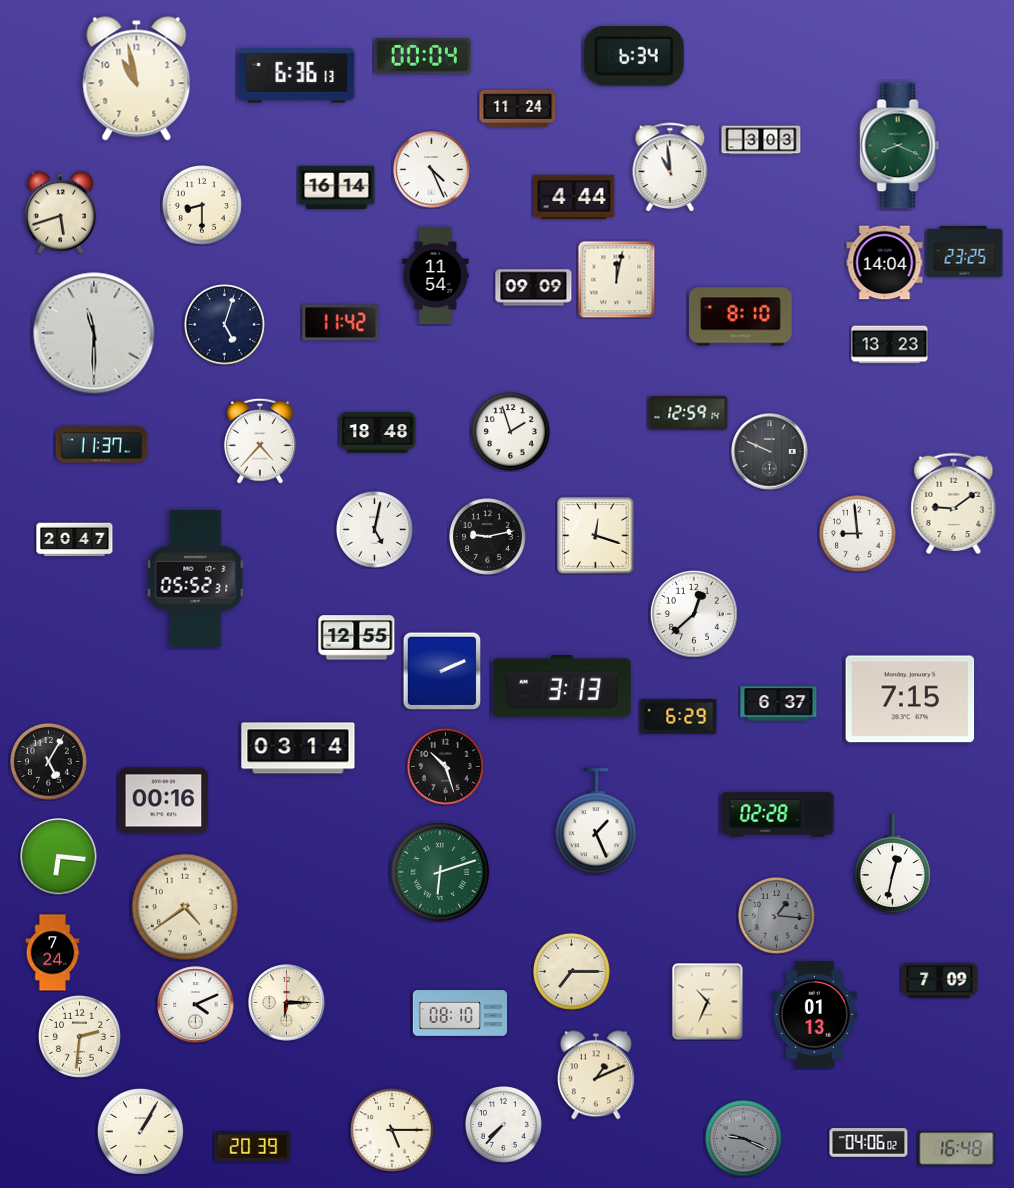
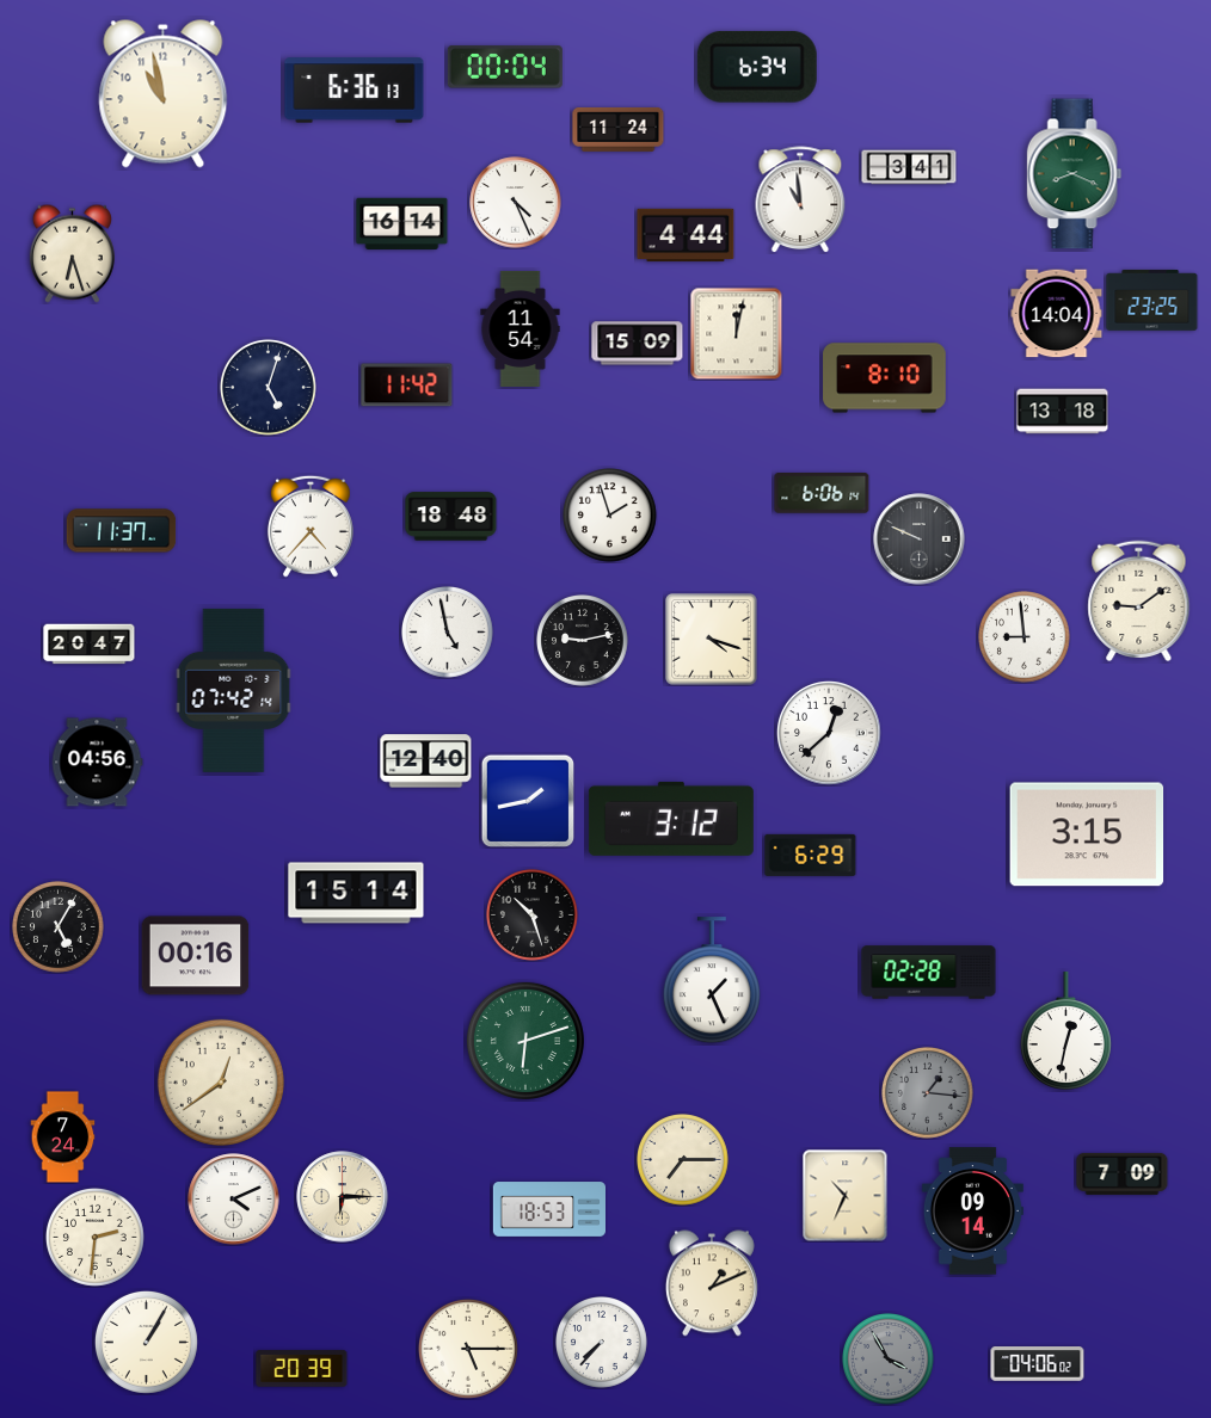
clock at (761, 140): 3:03 -> 3:41
clock at (203, 206): 8:30 -> none
clock at (60, 212): 5:42 -> 6:27
clock at (534, 288): 09:09 -> 15:09
clock at (94, 333): 11:30 -> none
clock at (890, 345): 13:23 -> 13:18
clock at (688, 413): 12:59 -> 6:06
clock at (375, 530): 5:02 -> 4:58
clock at (596, 536): 12:18 -> 4:18
clock at (196, 578): 05:52 -> 07:42
clock at (357, 638): 12:55 -> 12:40
clock at (97, 763): none -> 04:56
clock at (442, 671): 2:11 -> 1:43
clock at (562, 686): 3:13 -> 3:12
clock at (910, 699): 7:15 -> 3:15
clock at (779, 704): 6:37 -> none
clock at (298, 748): 03:14 -> 15:14
clock at (49, 762) position: (49, 762) -> (59, 927)
clock at (59, 857): 6:16 -> none
clock at (185, 907): 4:39 -> 12:39
clock at (940, 980) position: (940, 980) -> (1123, 1173)
clock at (459, 1013): 08:10 -> 18:53
clock at (814, 1015): 01:13 -> 09:14
clock at (140, 1131) position: (140, 1131) -> (146, 1342)
clock at (744, 1139): 9:19 -> 3:55
clock at (957, 1149): 16:48 -> none
